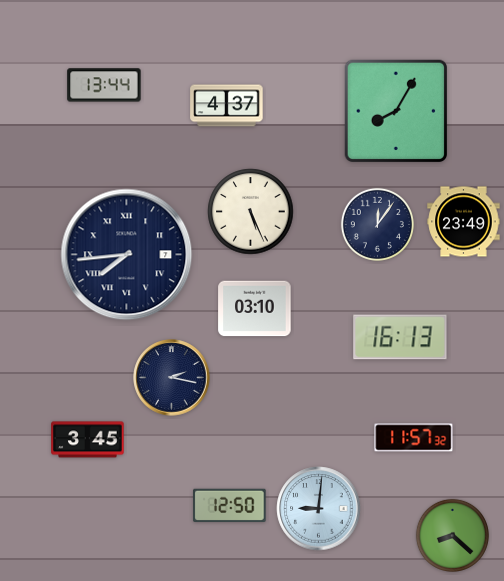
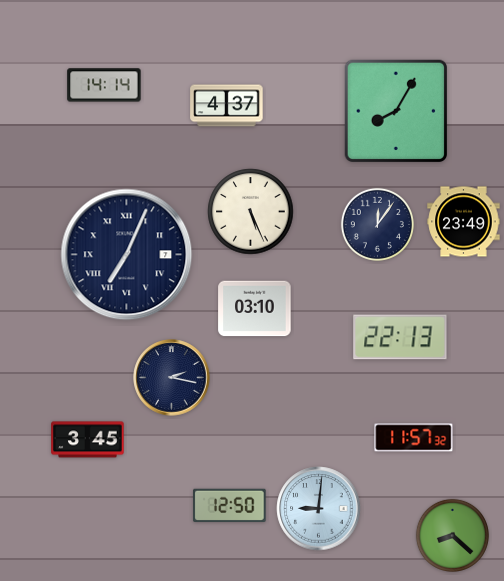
clock at (104, 85): 13:44 -> 14:14
clock at (127, 255): 7:44 -> 7:04
clock at (400, 337): 16:13 -> 22:13
